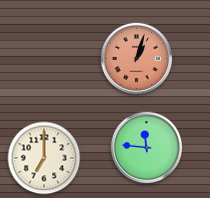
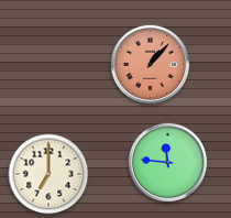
clock at (137, 59): 1:03 -> 1:07
clock at (147, 148) position: (147, 148) -> (168, 163)
